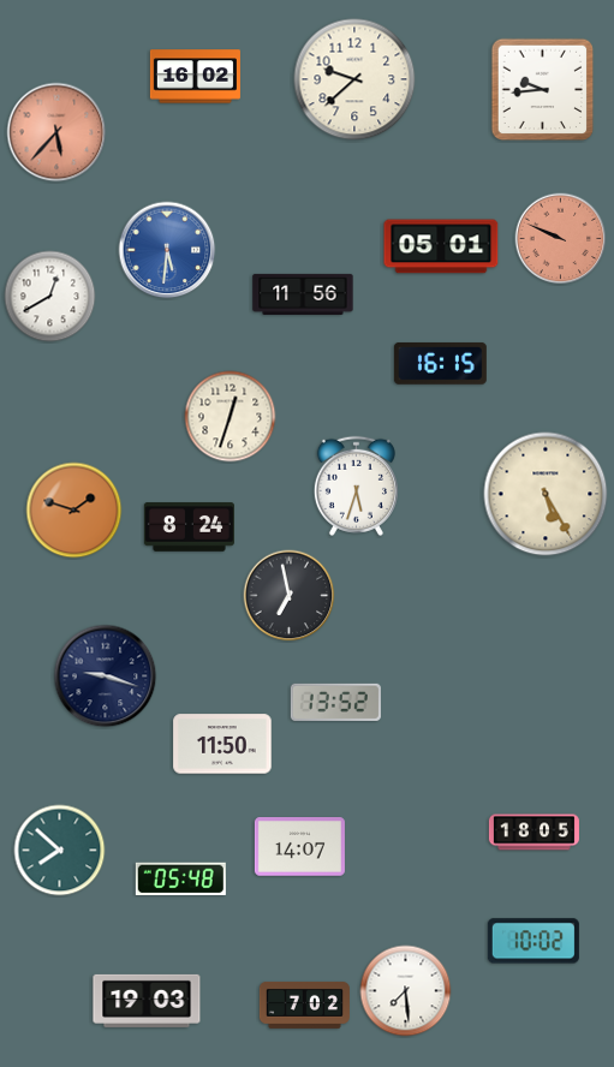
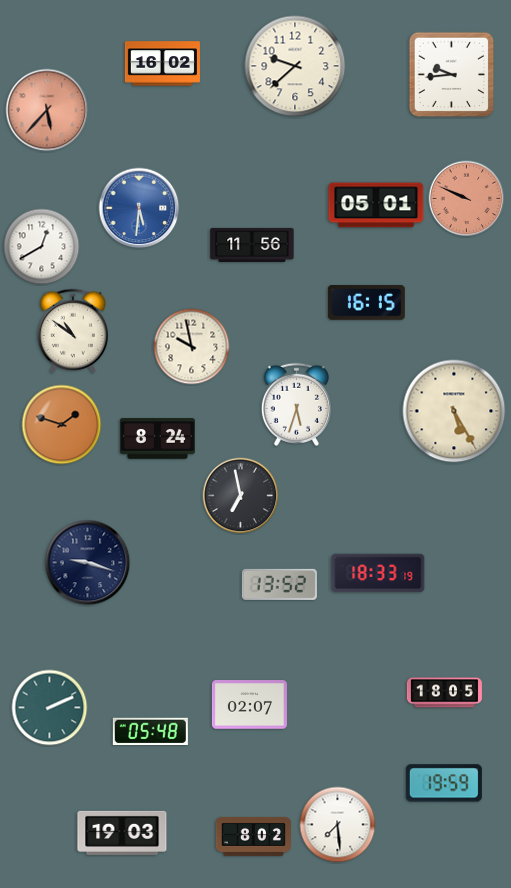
clock at (441, 246) position: (441, 246) -> (376, 205)
clock at (72, 331): none -> 10:51
clock at (231, 417): 12:33 -> 9:58
clock at (378, 573): none -> 18:33
clock at (222, 744): 11:50 -> none
clock at (299, 847): 14:07 -> 02:07
clock at (60, 851): 7:52 -> 2:11
clock at (533, 941): 10:02 -> 19:59
clock at (304, 1005): 7:02 -> 8:02
